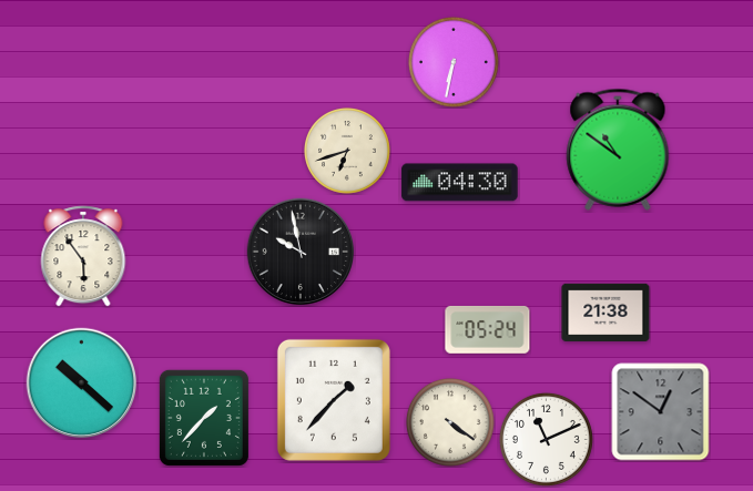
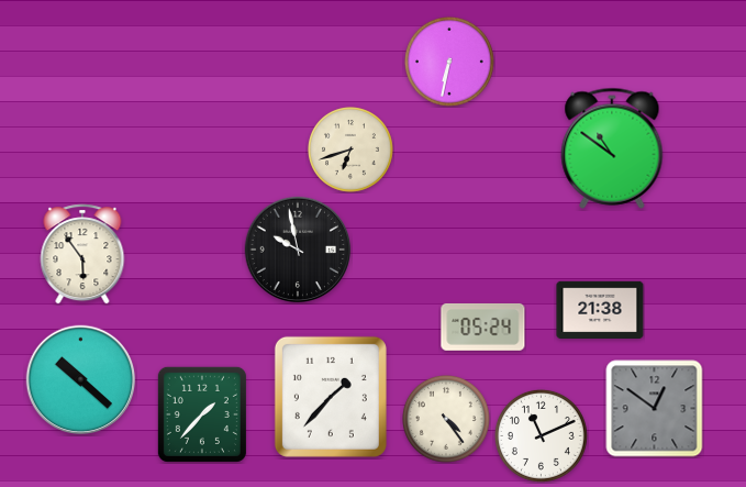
clock at (348, 152) position: (348, 152) -> (352, 151)
clock at (460, 183): 04:30 -> none
clock at (450, 422): 4:21 -> 4:24
